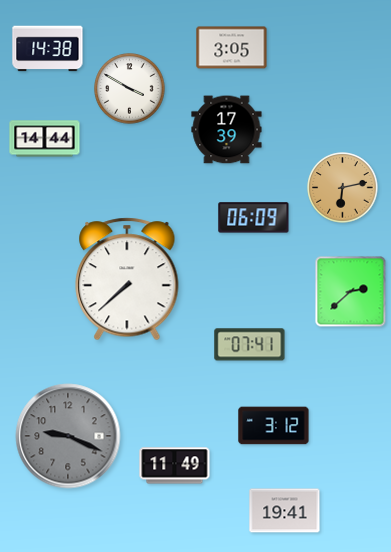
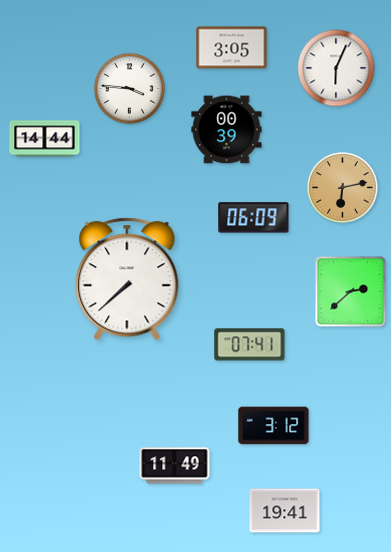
clock at (48, 49): 14:38 -> none
clock at (336, 68): none -> 6:04
clock at (130, 89): 3:50 -> 3:46
clock at (227, 130): 17:39 -> 00:39
clock at (68, 436): 9:19 -> none
